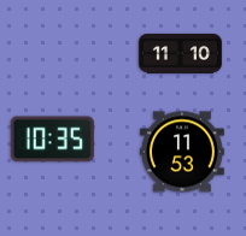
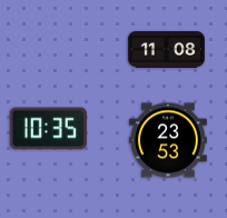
clock at (180, 54): 11:10 -> 11:08
clock at (182, 152): 11:53 -> 23:53
